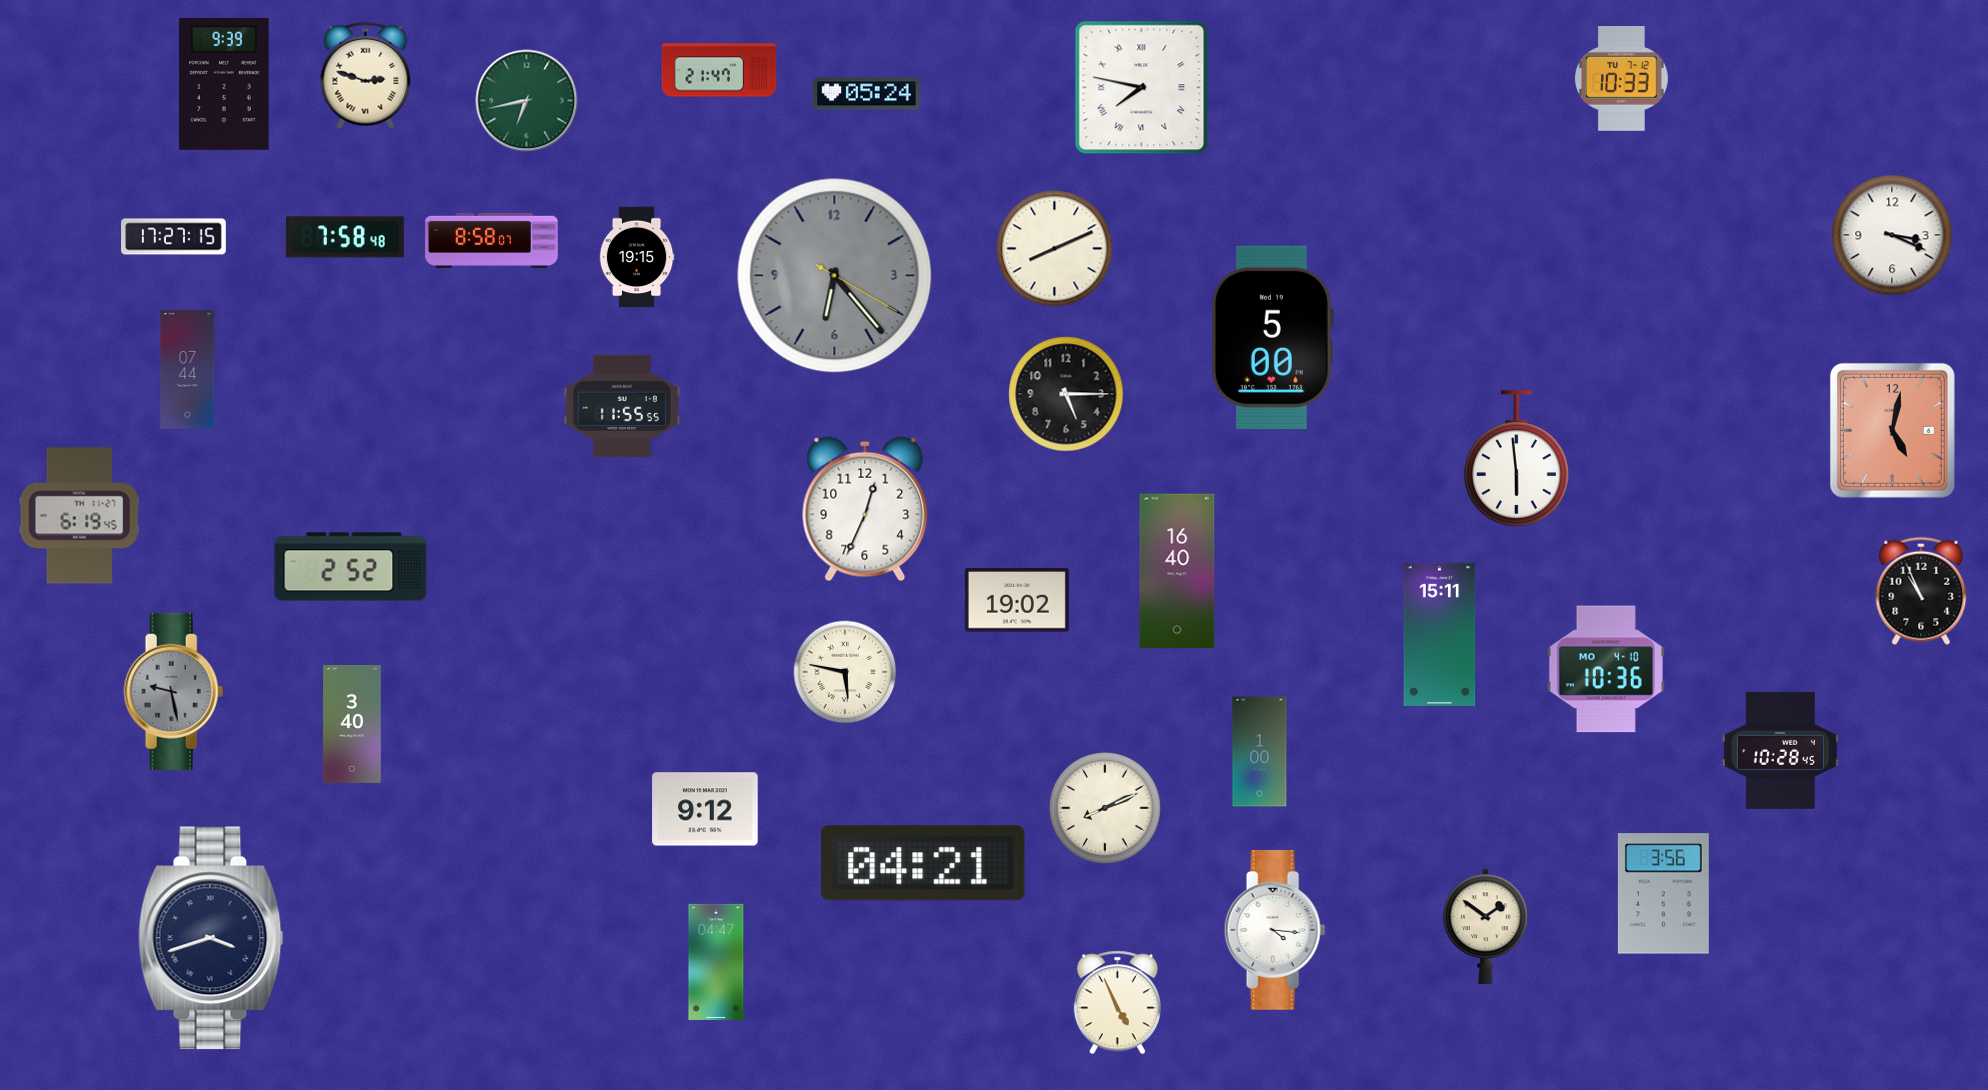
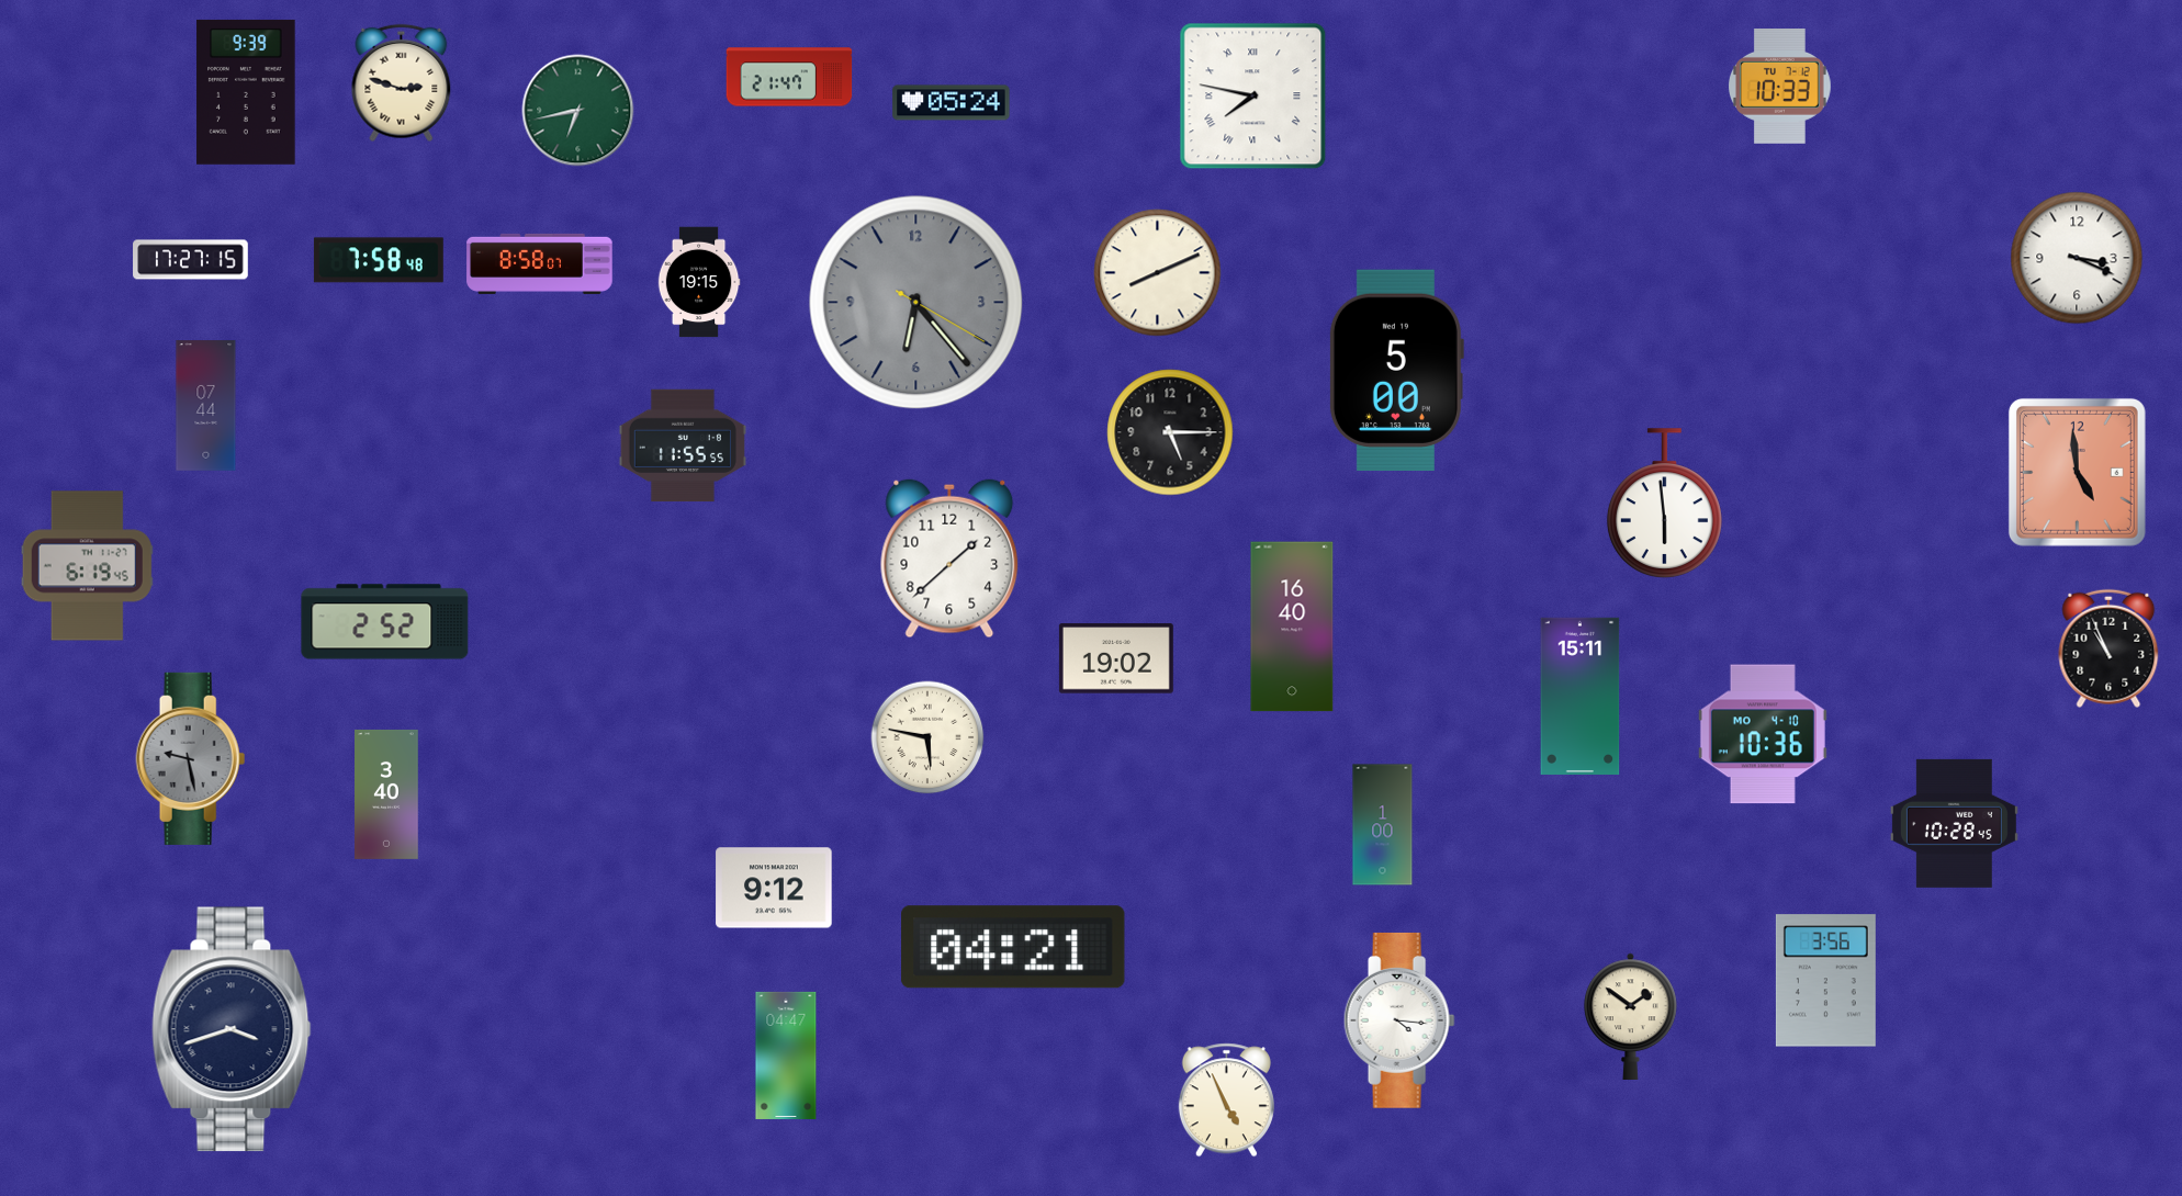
clock at (1892, 430): 5:02 -> 4:59
clock at (865, 509): 12:34 -> 1:38
clock at (1106, 809): 8:11 -> none
